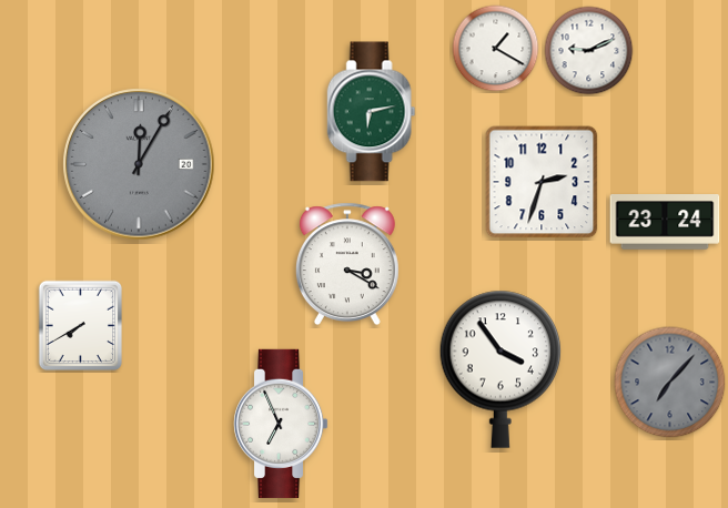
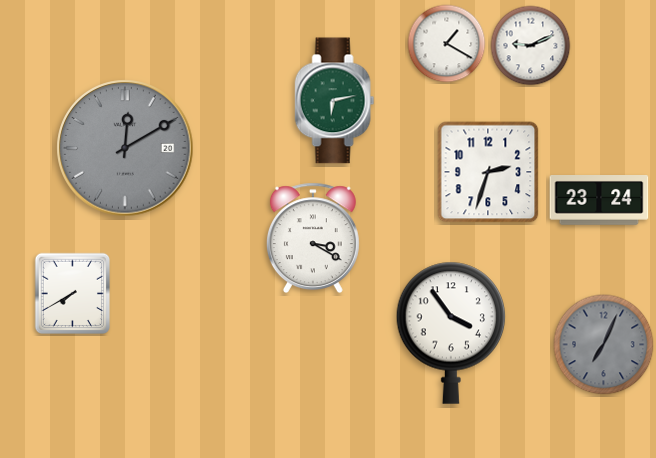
clock at (139, 164): 12:05 -> 12:10
clock at (542, 182) position: (542, 182) -> (488, 172)
clock at (670, 383): 7:07 -> 7:04
clock at (282, 424): 6:56 -> none
